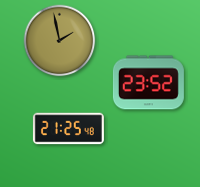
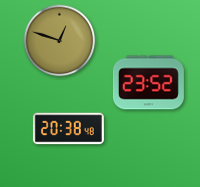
clock at (60, 41): 1:58 -> 12:48
clock at (68, 129): 21:25 -> 20:38
